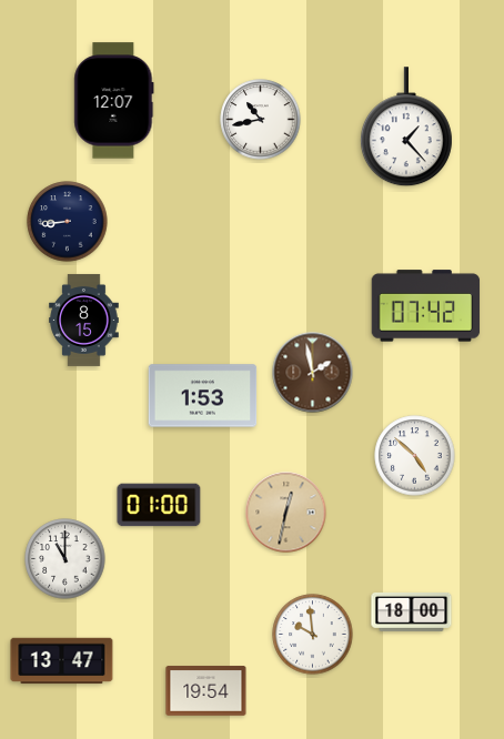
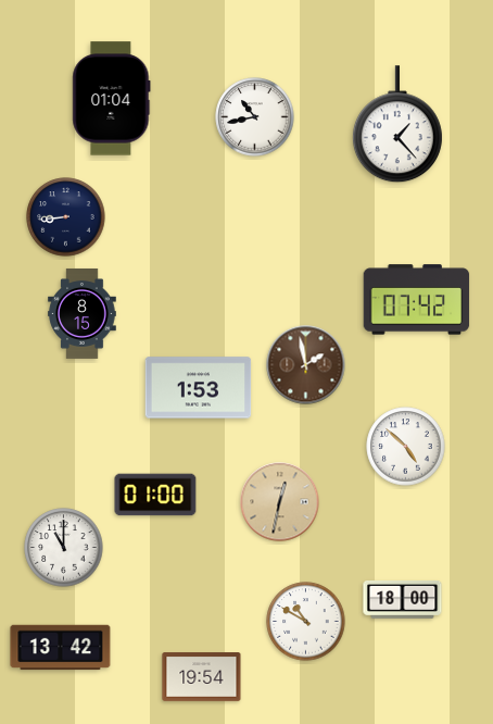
clock at (114, 101): 12:07 -> 01:04
clock at (313, 635): 9:59 -> 10:50
clock at (62, 661): 13:47 -> 13:42
